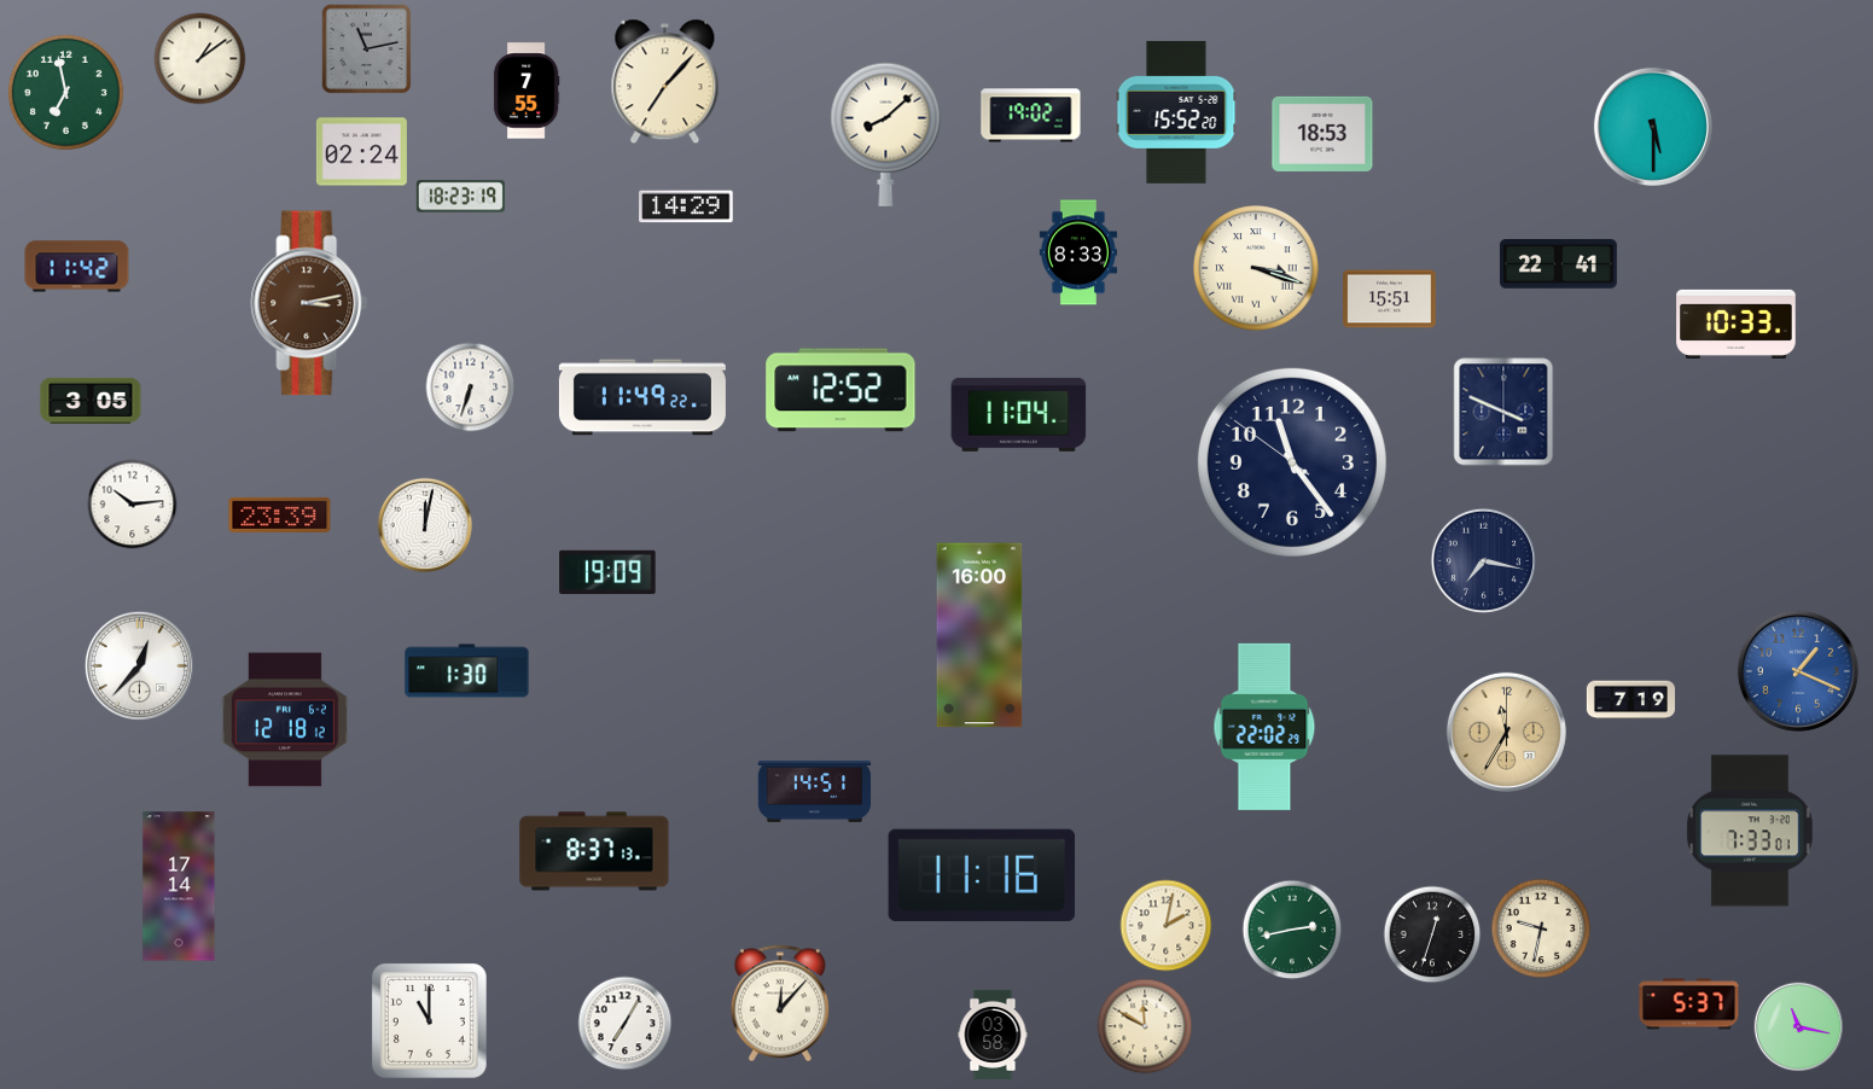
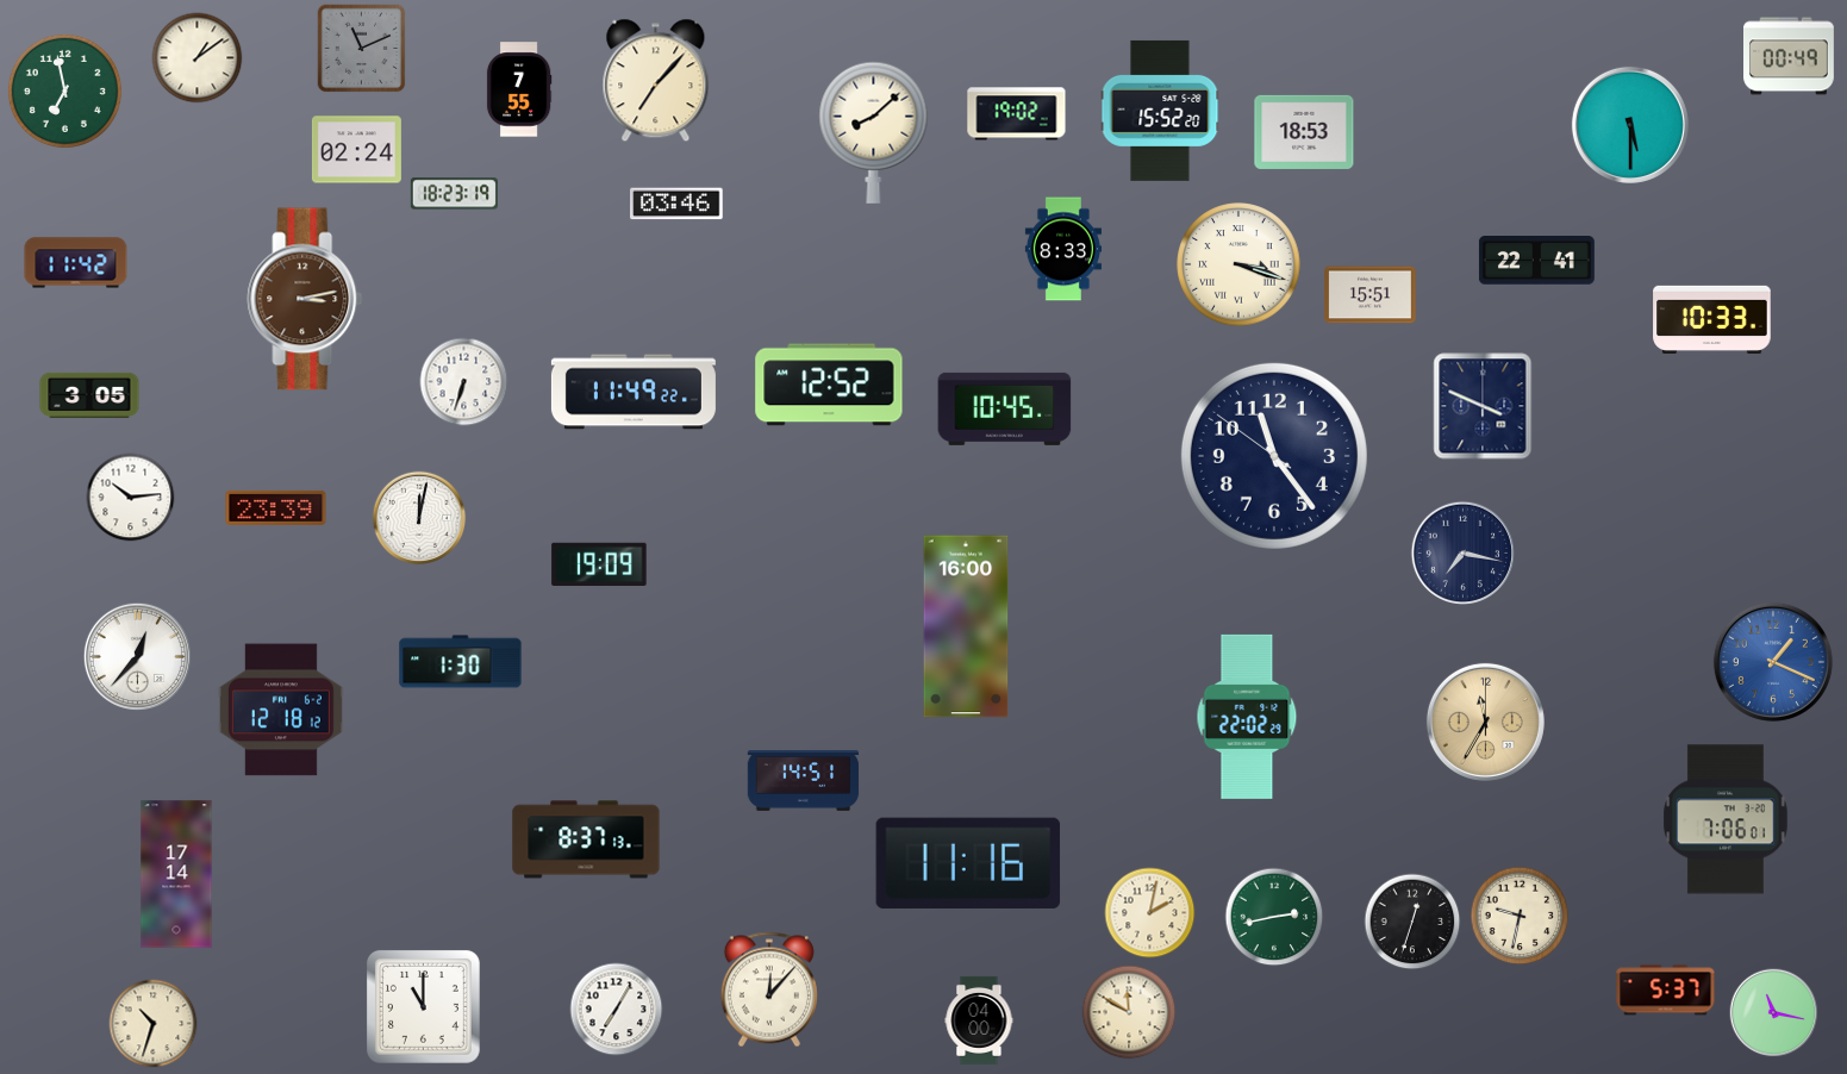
clock at (367, 49): 11:13 -> 11:11
clock at (1790, 56): none -> 00:49
clock at (686, 206): 14:29 -> 03:46
clock at (1019, 414): 11:04 -> 10:45
clock at (1630, 700): 7:19 -> none
clock at (1750, 831): 7:33 -> 7:06
clock at (993, 1035): 03:58 -> 04:00
clock at (154, 1024): none -> 10:33
